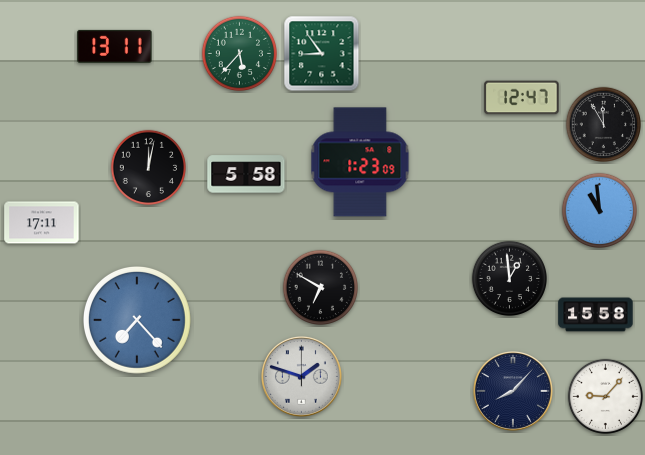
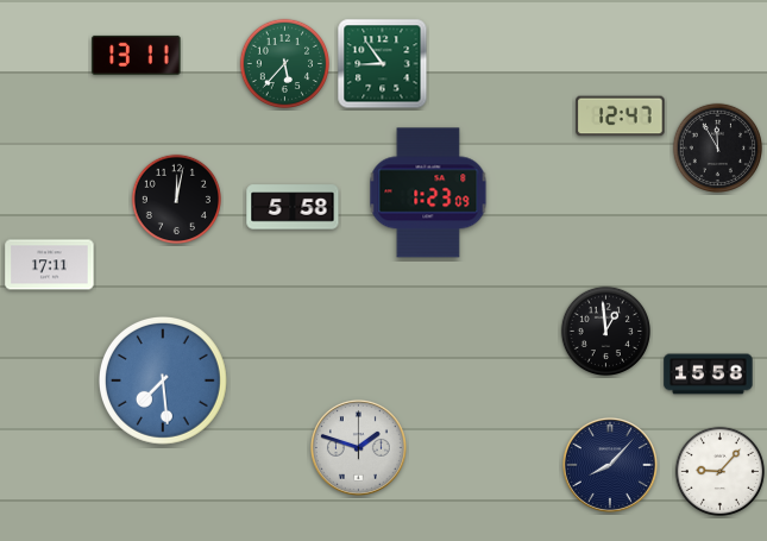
clock at (599, 210): 10:59 -> none
clock at (320, 287): 6:50 -> none
clock at (138, 321): 7:23 -> 7:29
